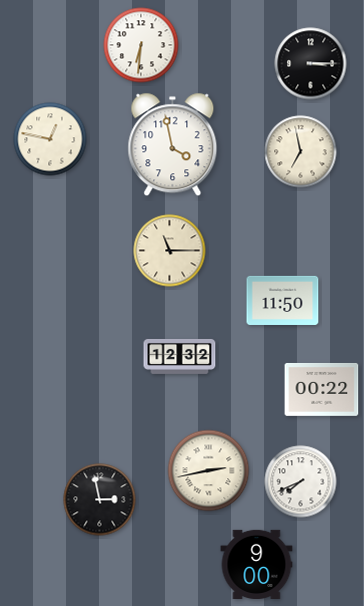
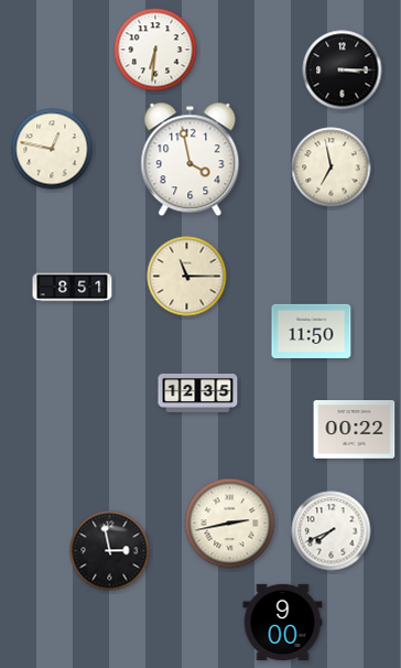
clock at (50, 139) position: (50, 139) -> (52, 149)
clock at (73, 288): none -> 8:51
clock at (180, 356): 12:32 -> 12:35
clock at (209, 471) position: (209, 471) -> (230, 524)
